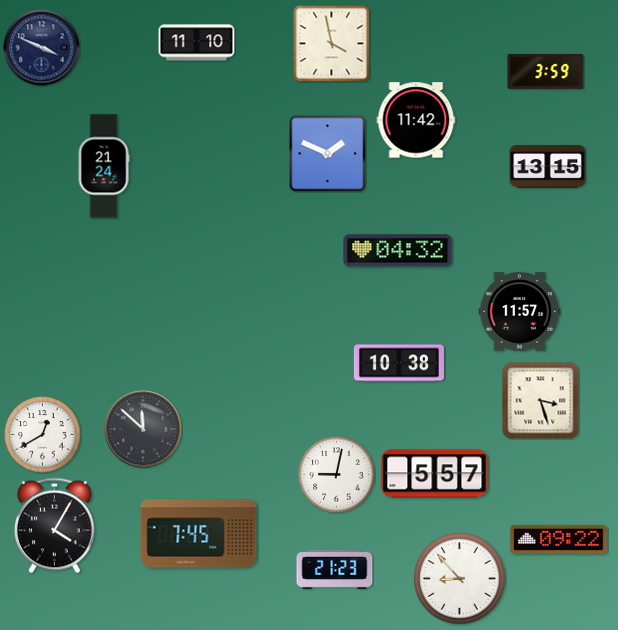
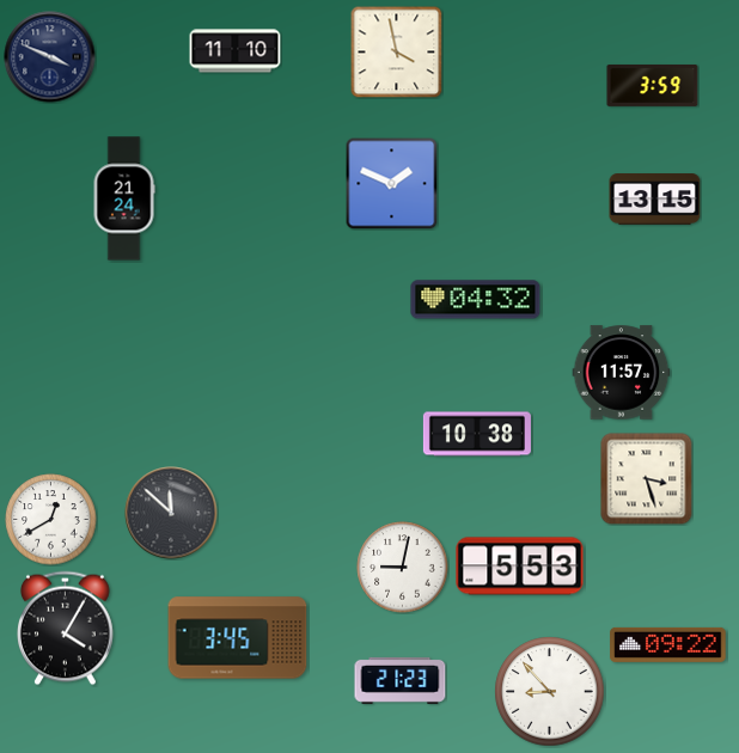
clock at (416, 120): 11:42 -> none
clock at (435, 474): 5:57 -> 5:53
clock at (199, 534): 7:45 -> 3:45
